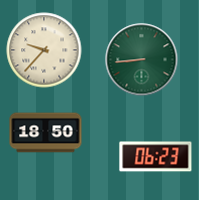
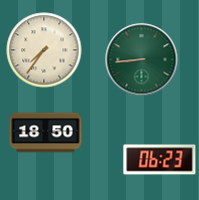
clock at (44, 50): 9:37 -> 7:36
clock at (156, 157) position: (156, 157) -> (160, 160)
